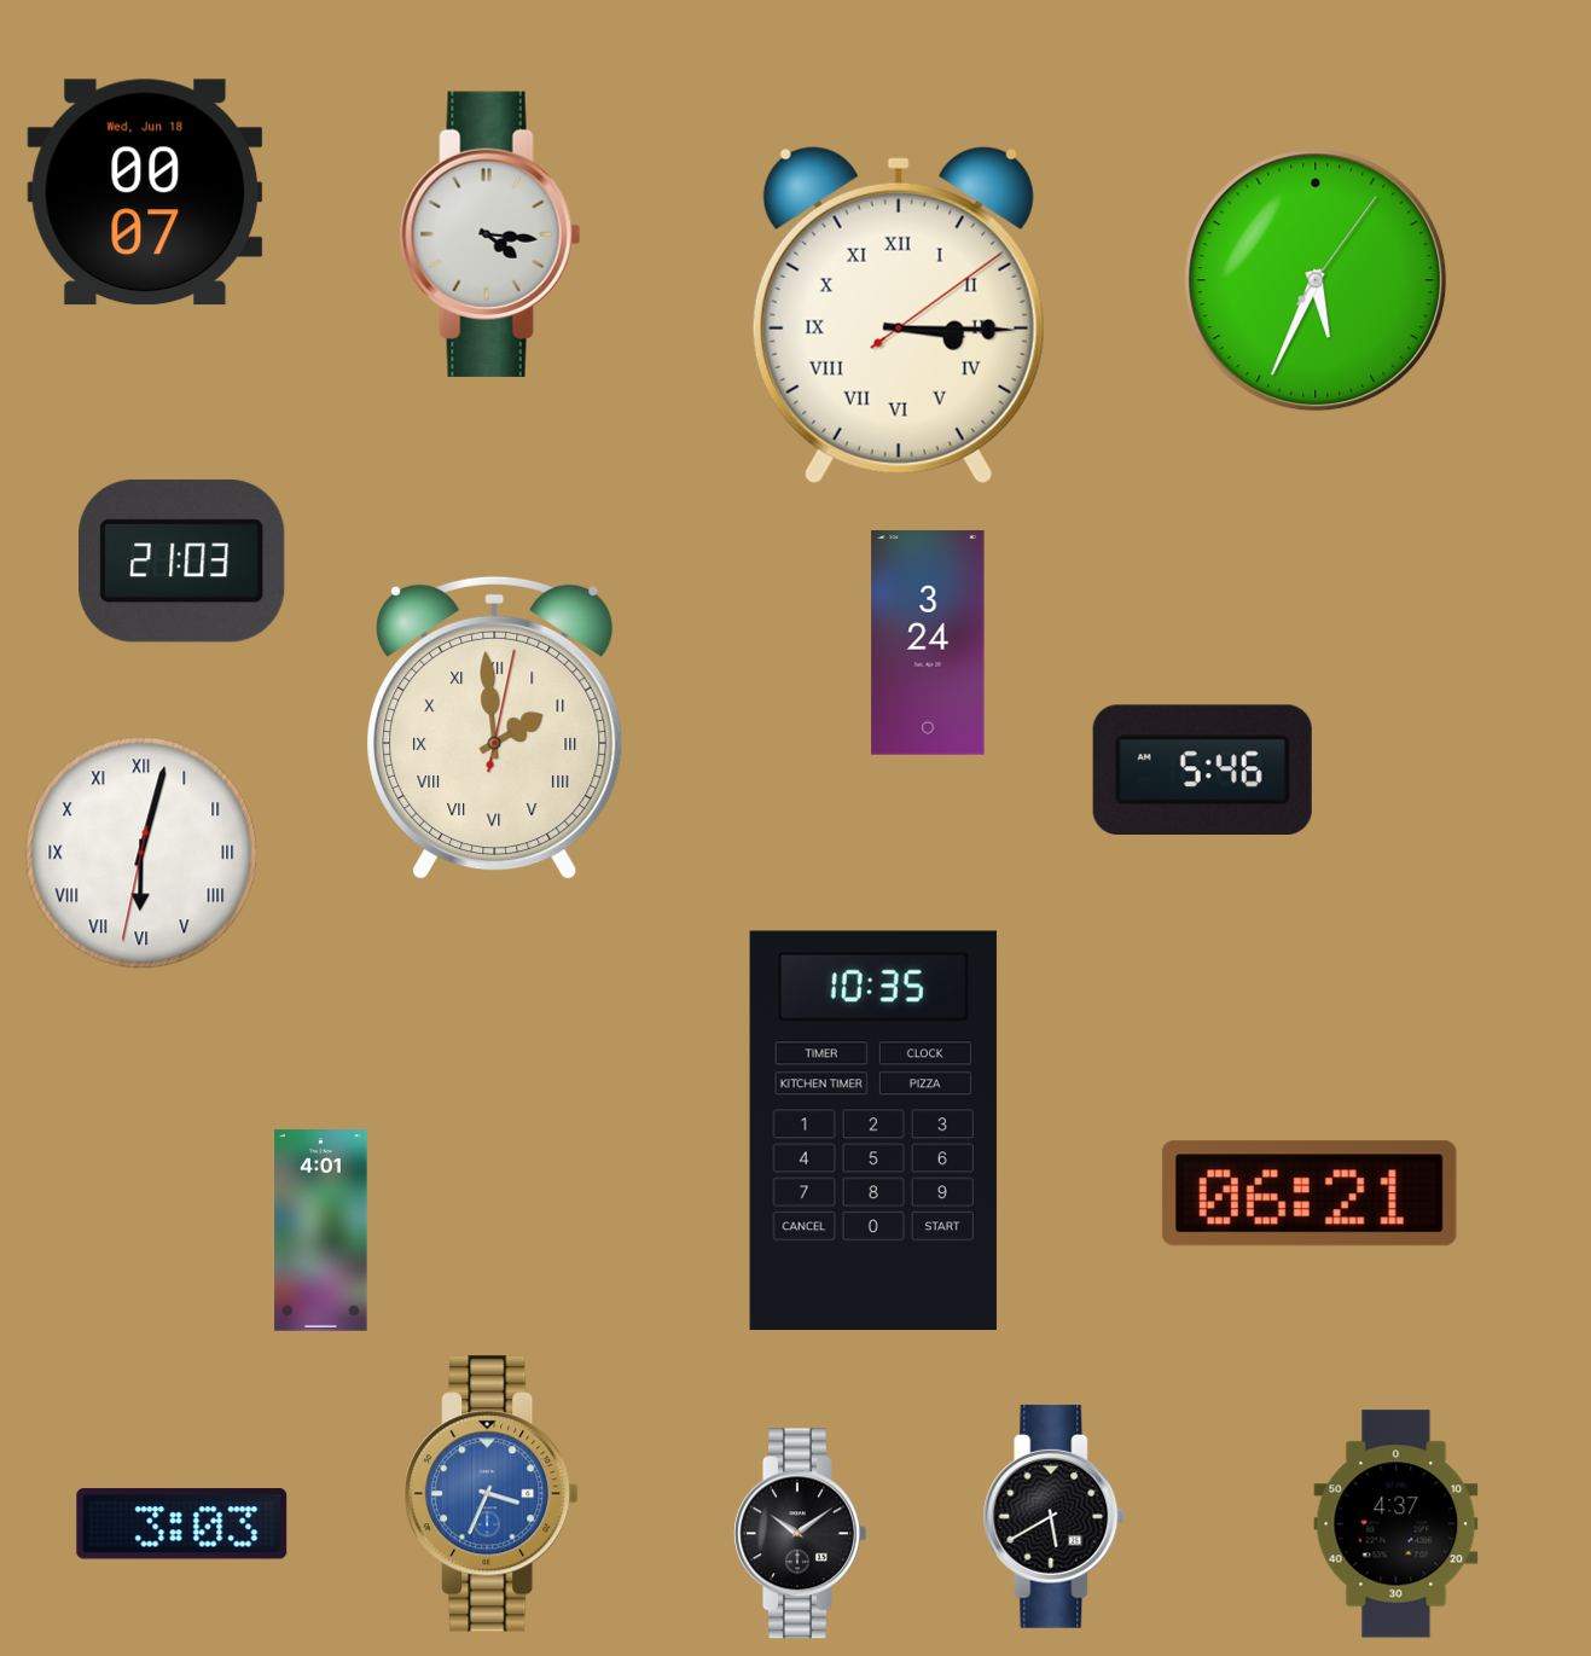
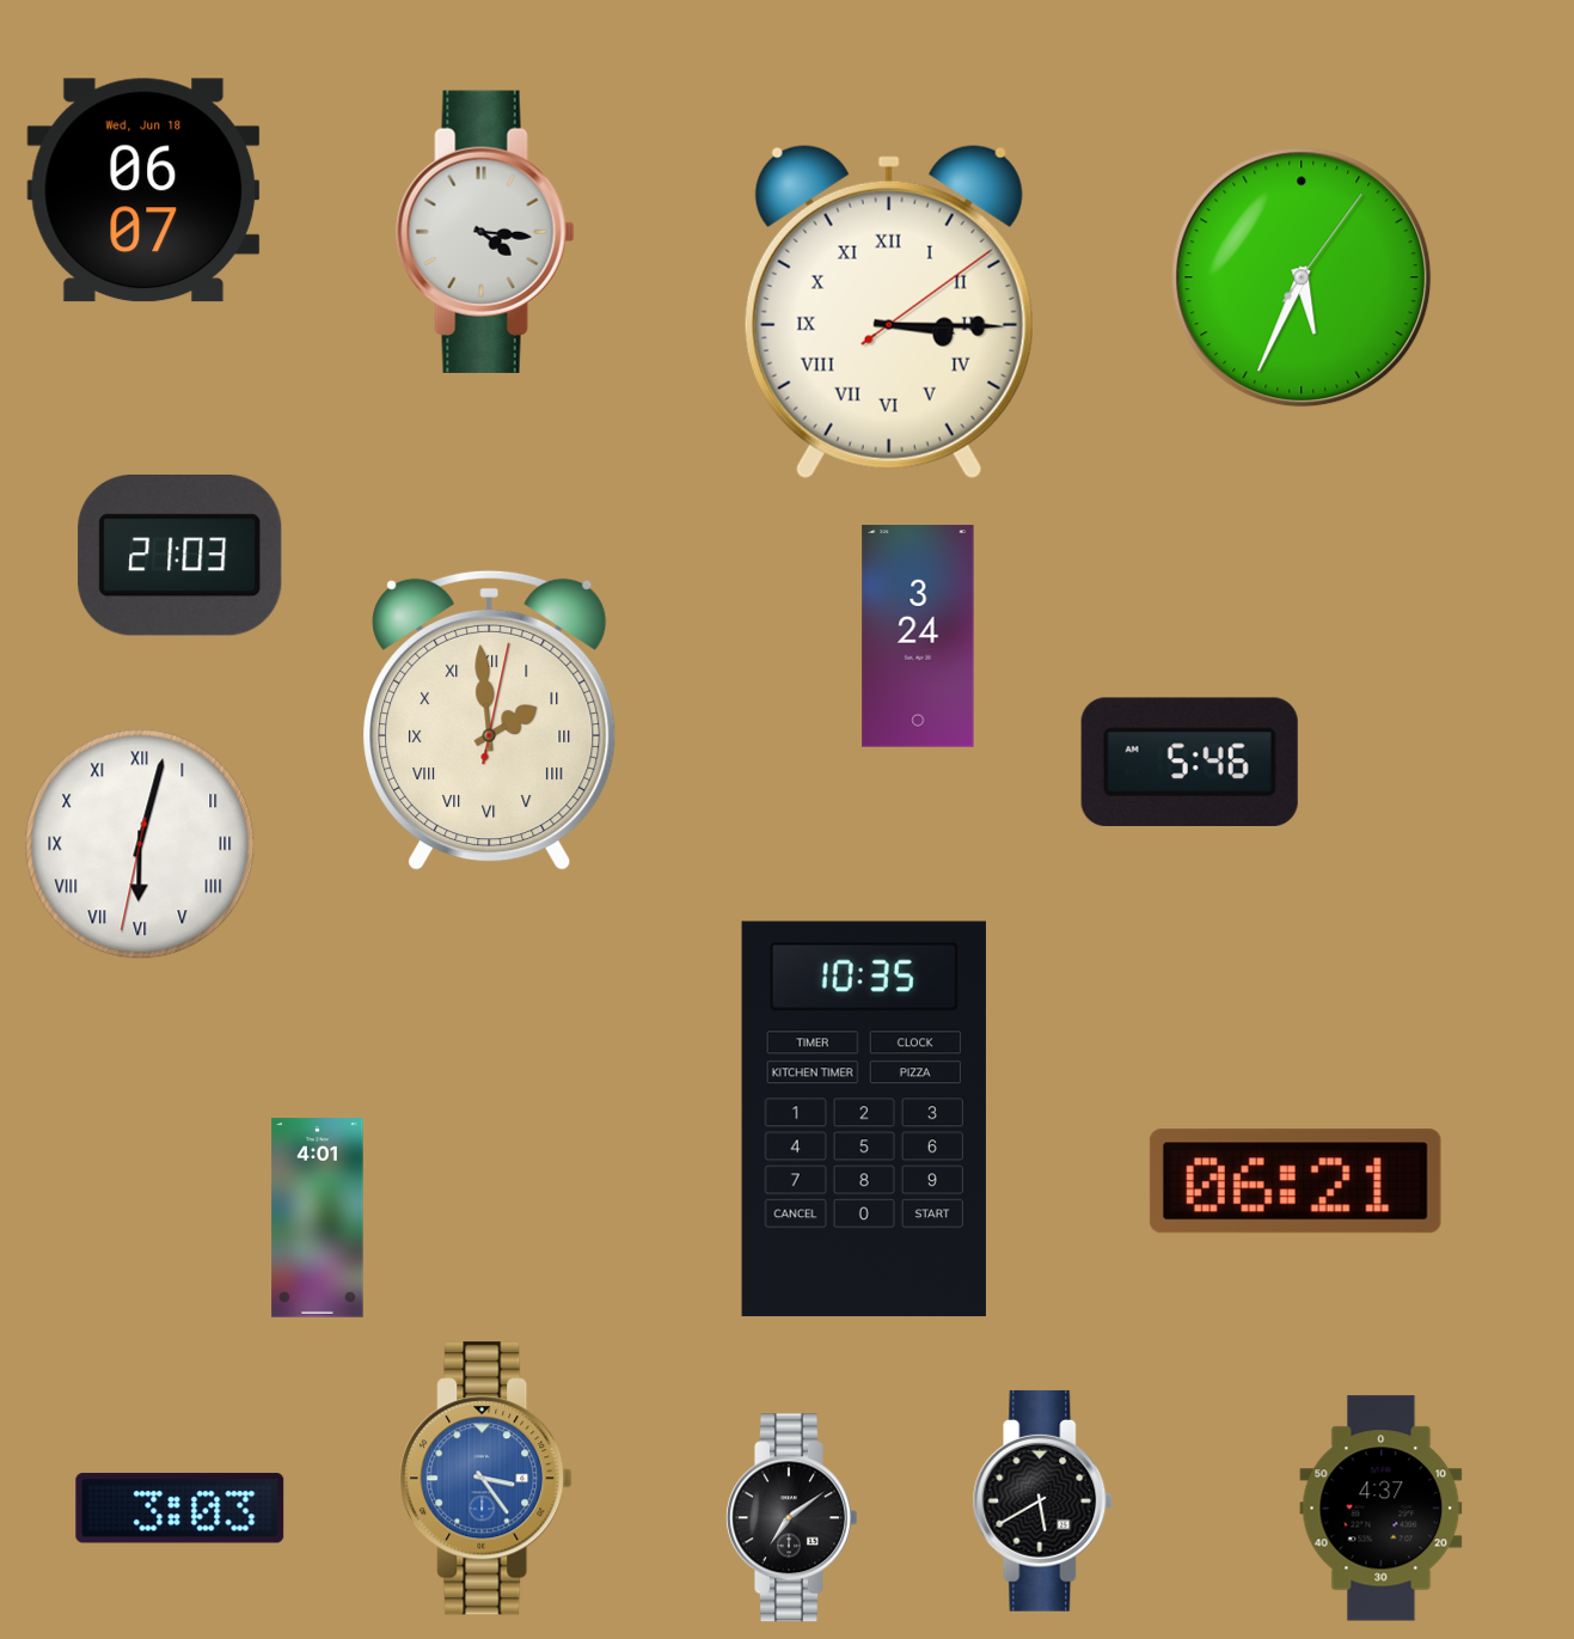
clock at (145, 192): 00:07 -> 06:07
clock at (492, 1494): 3:34 -> 3:24
clock at (801, 1534): 10:09 -> 7:09
